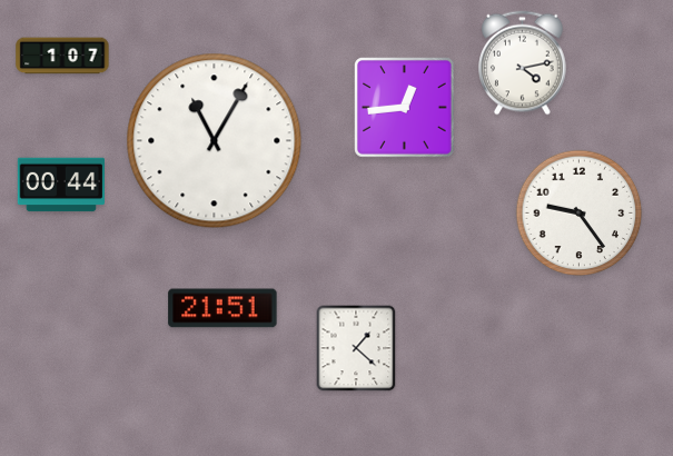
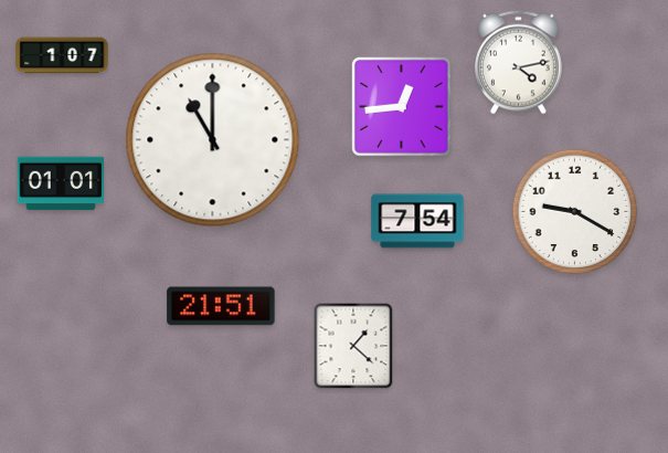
clock at (215, 141): 11:05 -> 11:00
clock at (60, 185): 00:44 -> 01:01
clock at (580, 214): 9:24 -> 9:20
clock at (417, 221): none -> 7:54
